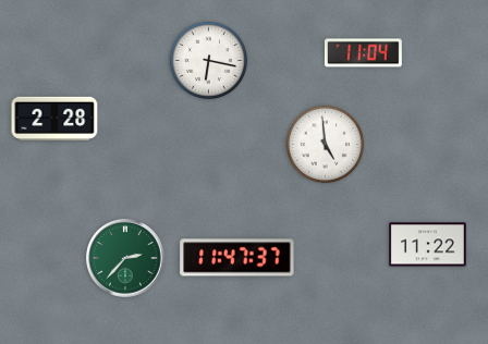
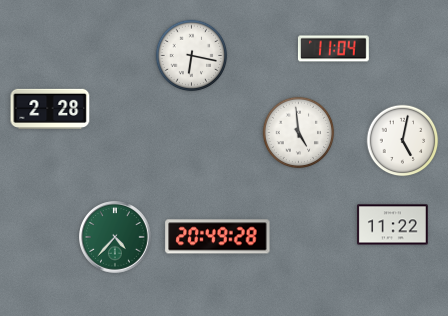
clock at (403, 141): none -> 5:02
clock at (237, 258): 11:47 -> 20:49
clock at (126, 259): 2:37 -> 4:37
